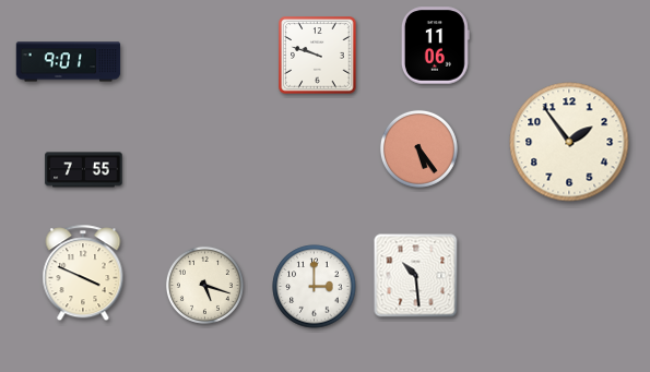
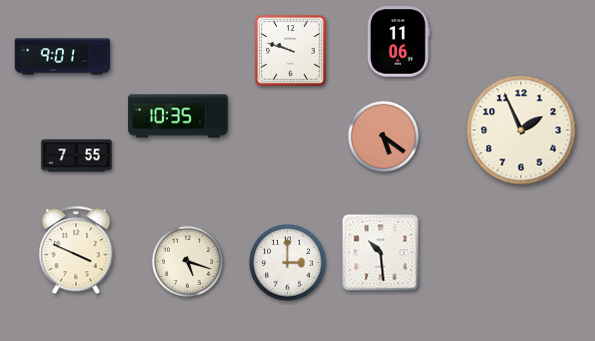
clock at (178, 116): none -> 10:35
clock at (569, 142): 1:54 -> 1:56
clock at (418, 148): 5:24 -> 5:21
